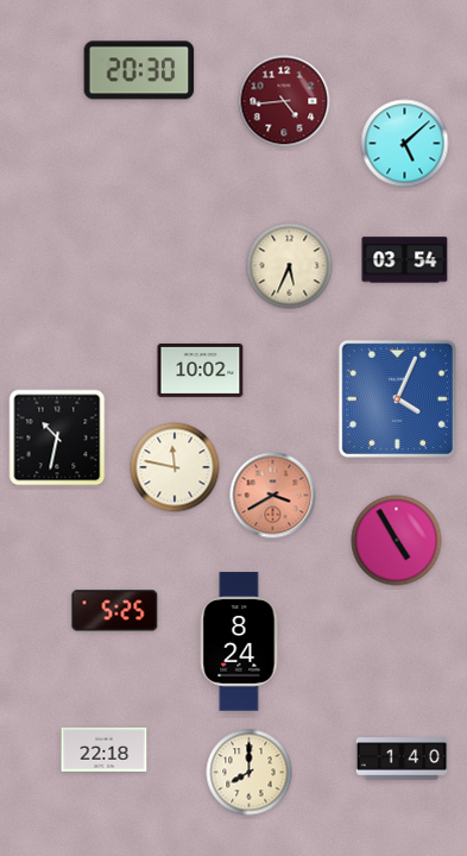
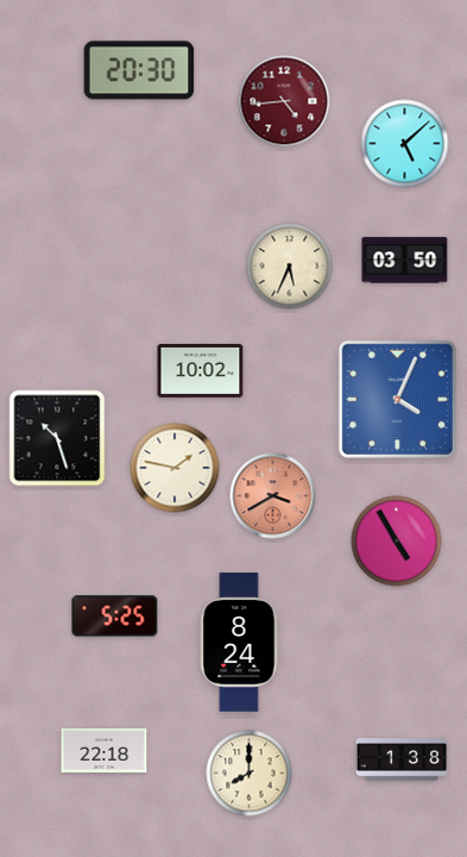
clock at (405, 260): 03:54 -> 03:50
clock at (57, 438): 10:32 -> 10:27
clock at (175, 467): 11:47 -> 1:47
clock at (115, 611) position: (115, 611) -> (115, 617)
clock at (402, 759): 1:40 -> 1:38
